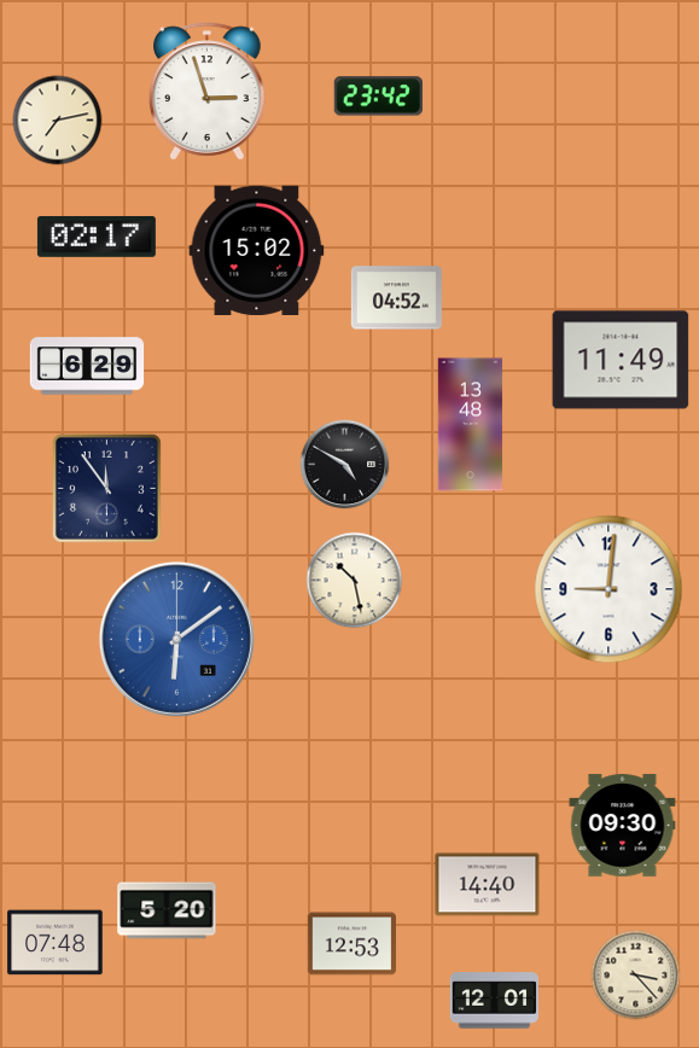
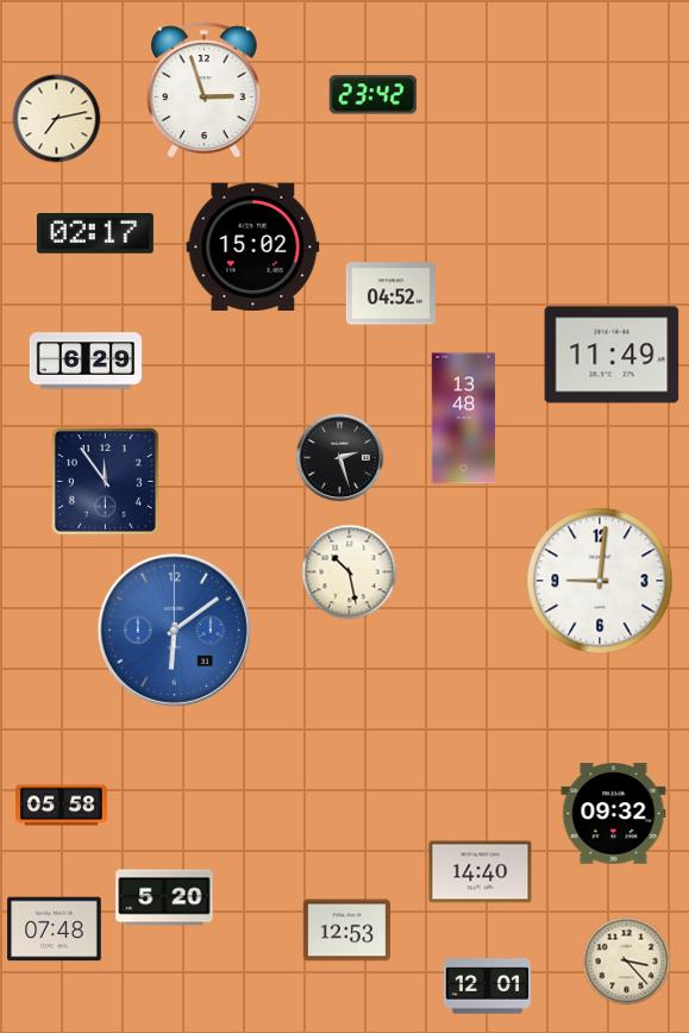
clock at (345, 465): 4:50 -> 2:27
clock at (62, 806): none -> 05:58
clock at (623, 826): 09:30 -> 09:32
